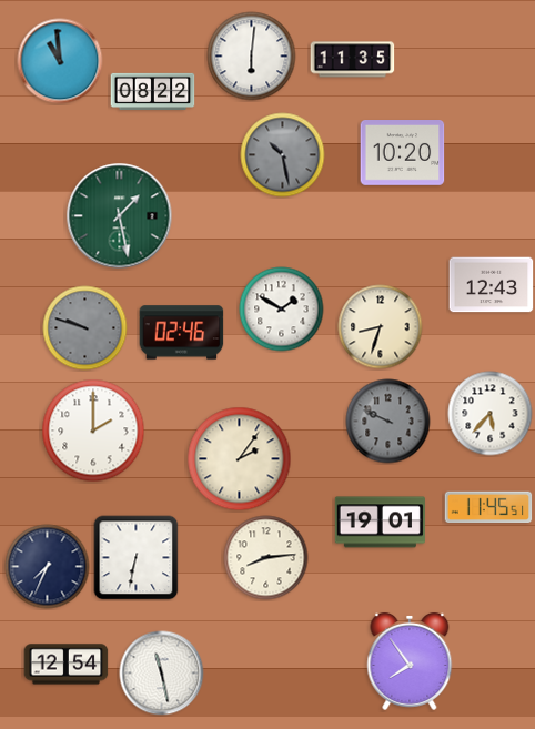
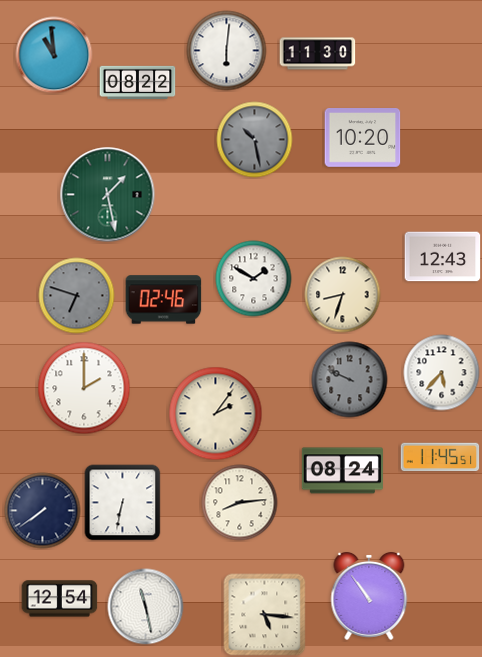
clock at (353, 60): 11:35 -> 11:30
clock at (85, 328): 9:48 -> 6:48
clock at (380, 523): 19:01 -> 08:24
clock at (48, 567): 7:34 -> 7:39
clock at (410, 661): 7:54 -> 10:54
clock at (265, 615): none -> 5:16
